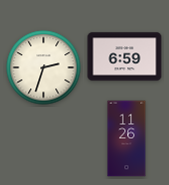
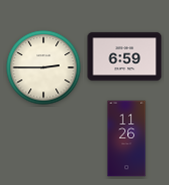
clock at (44, 68): 2:33 -> 2:45
